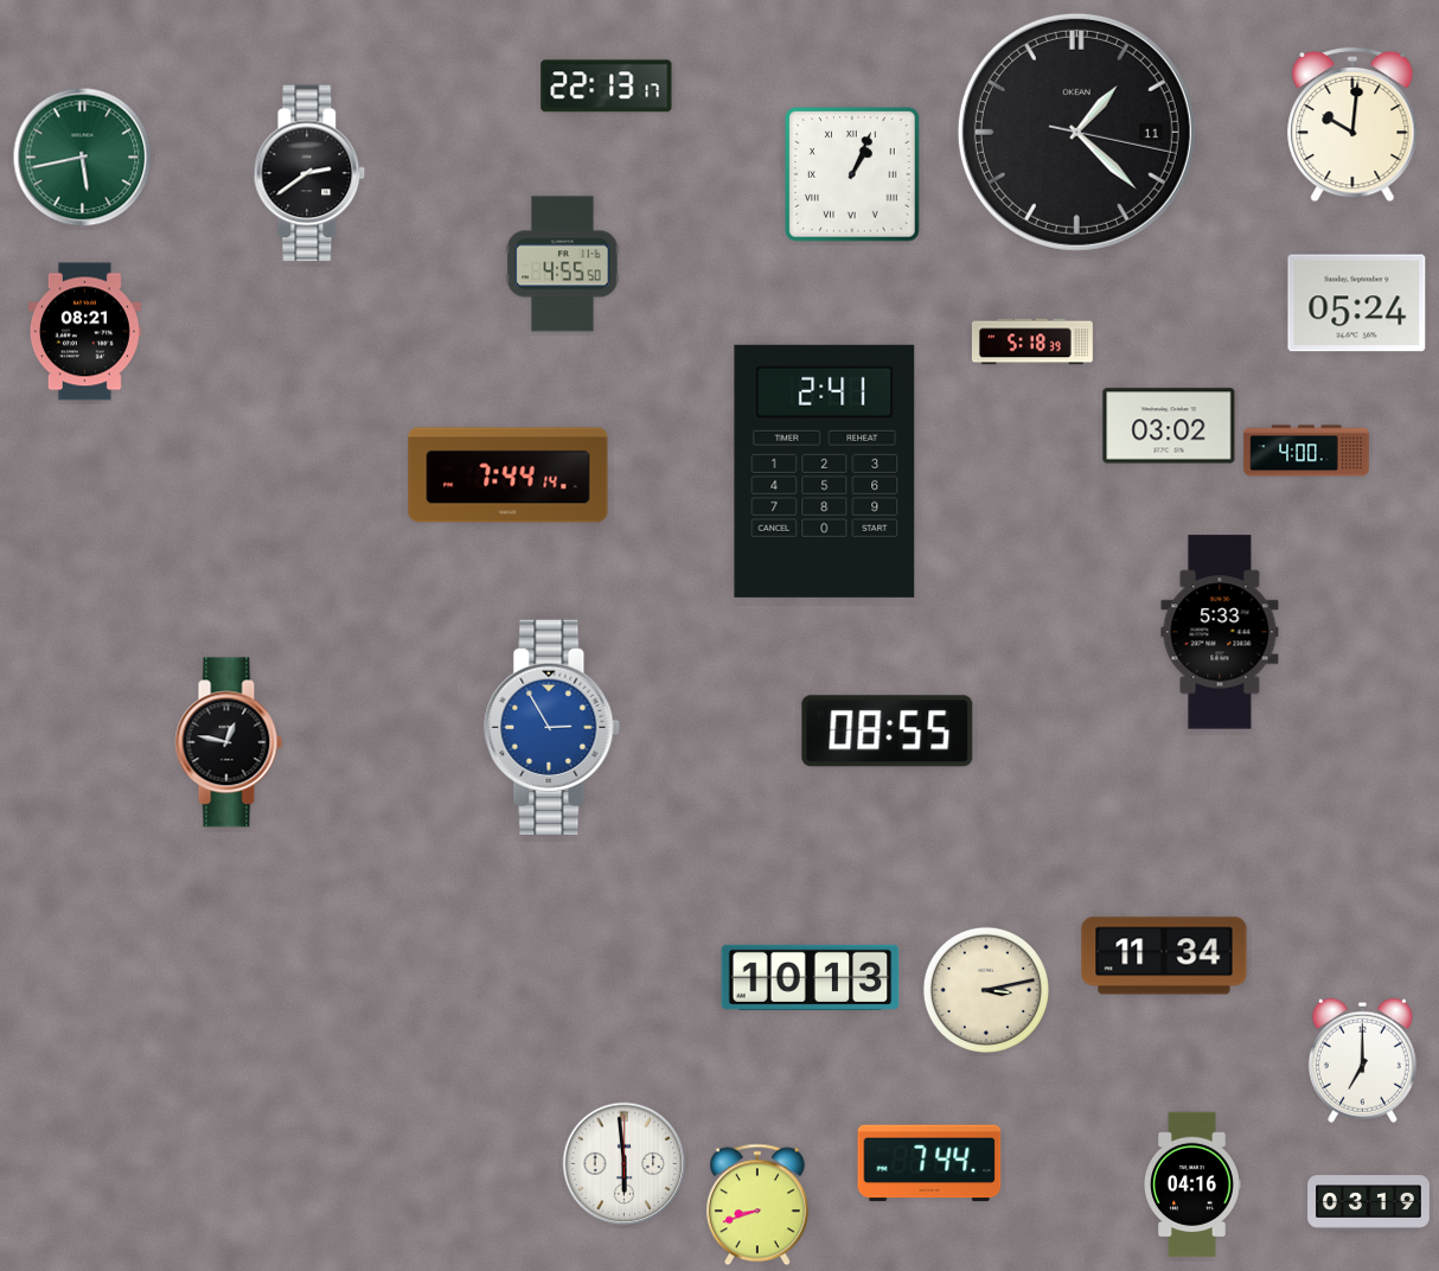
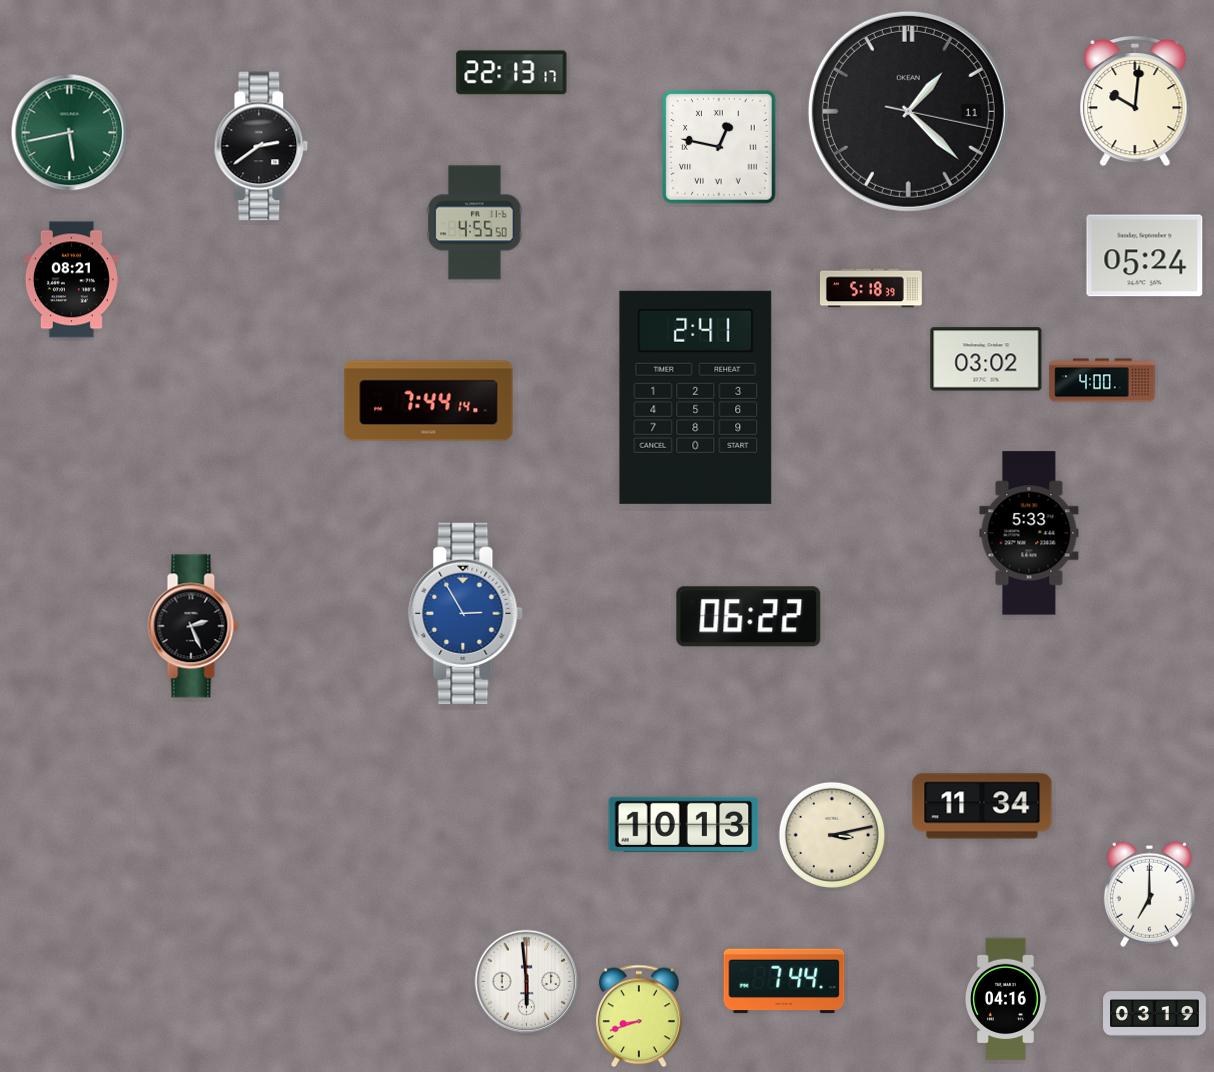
clock at (1352, 124) position: (1352, 124) -> (1135, 101)
clock at (852, 174): 1:04 -> 12:47
clock at (888, 732): 08:55 -> 06:22
clock at (229, 742): 12:47 -> 2:26
